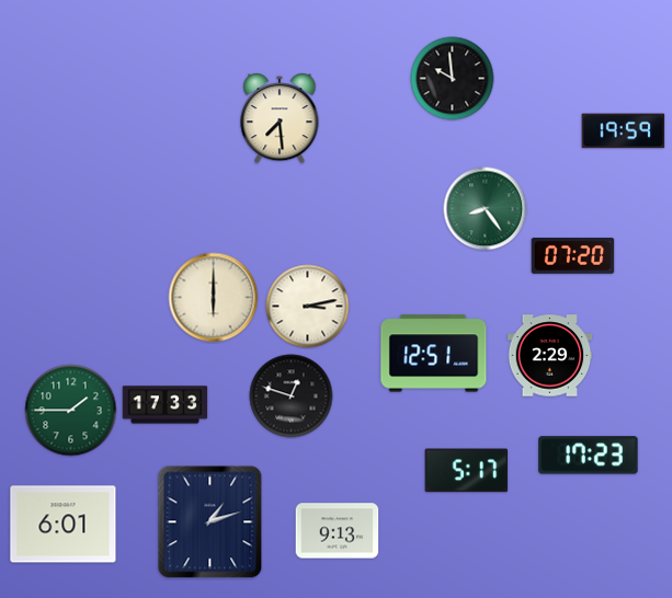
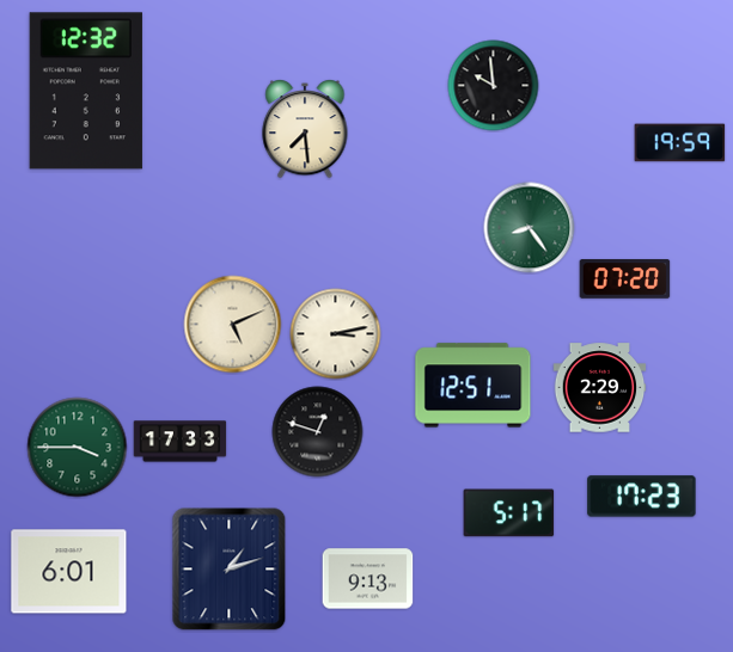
clock at (86, 91): none -> 12:32
clock at (214, 298): 6:00 -> 5:11
clock at (71, 411): 1:45 -> 3:45
